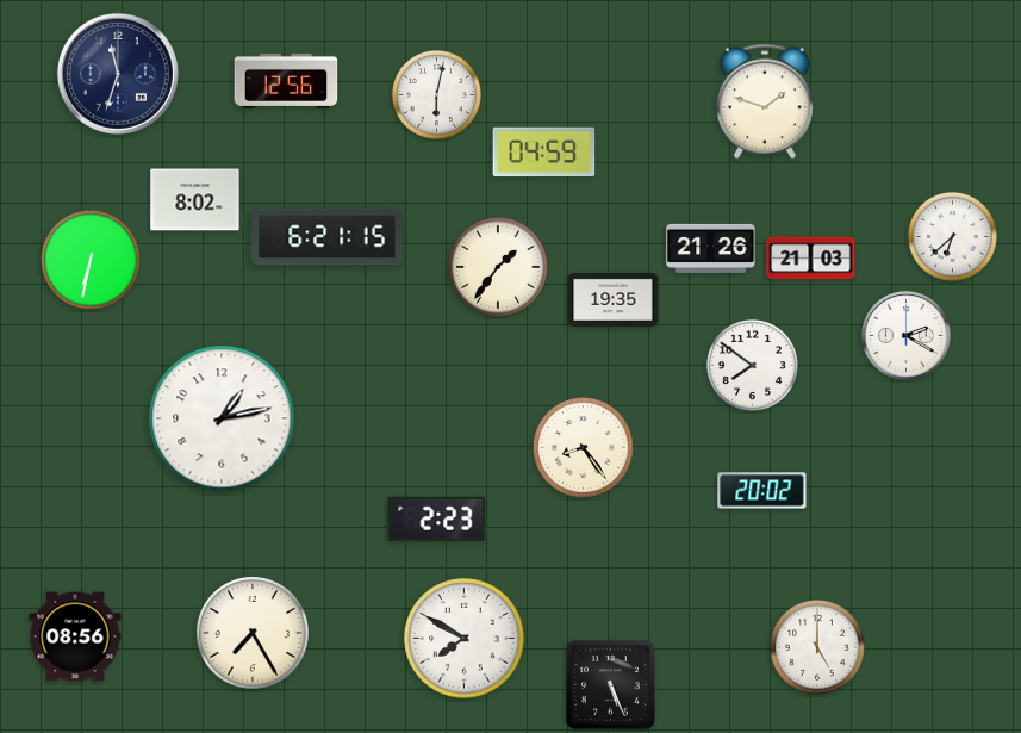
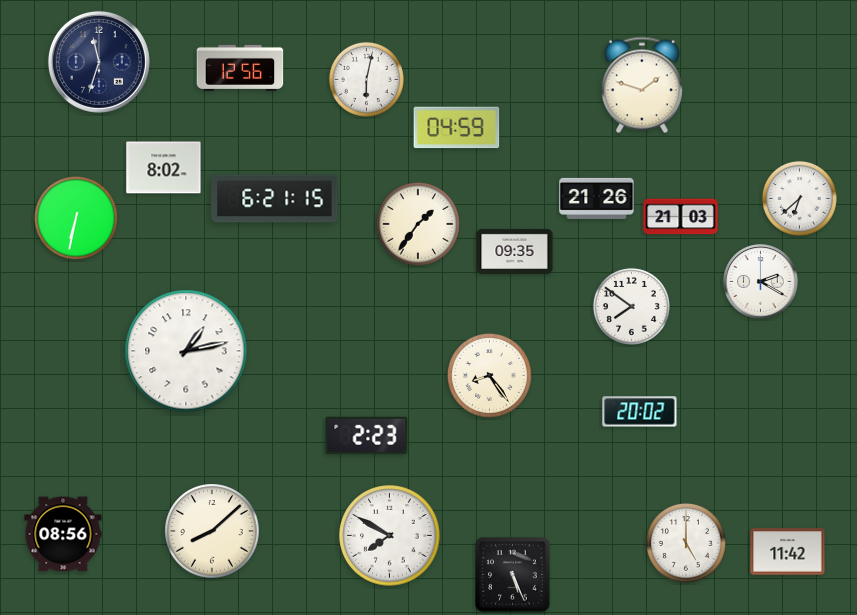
clock at (711, 248) position: (711, 248) -> (597, 198)
clock at (614, 299): 19:35 -> 09:35
clock at (253, 633): 7:25 -> 8:08
clock at (788, 552): none -> 11:42
